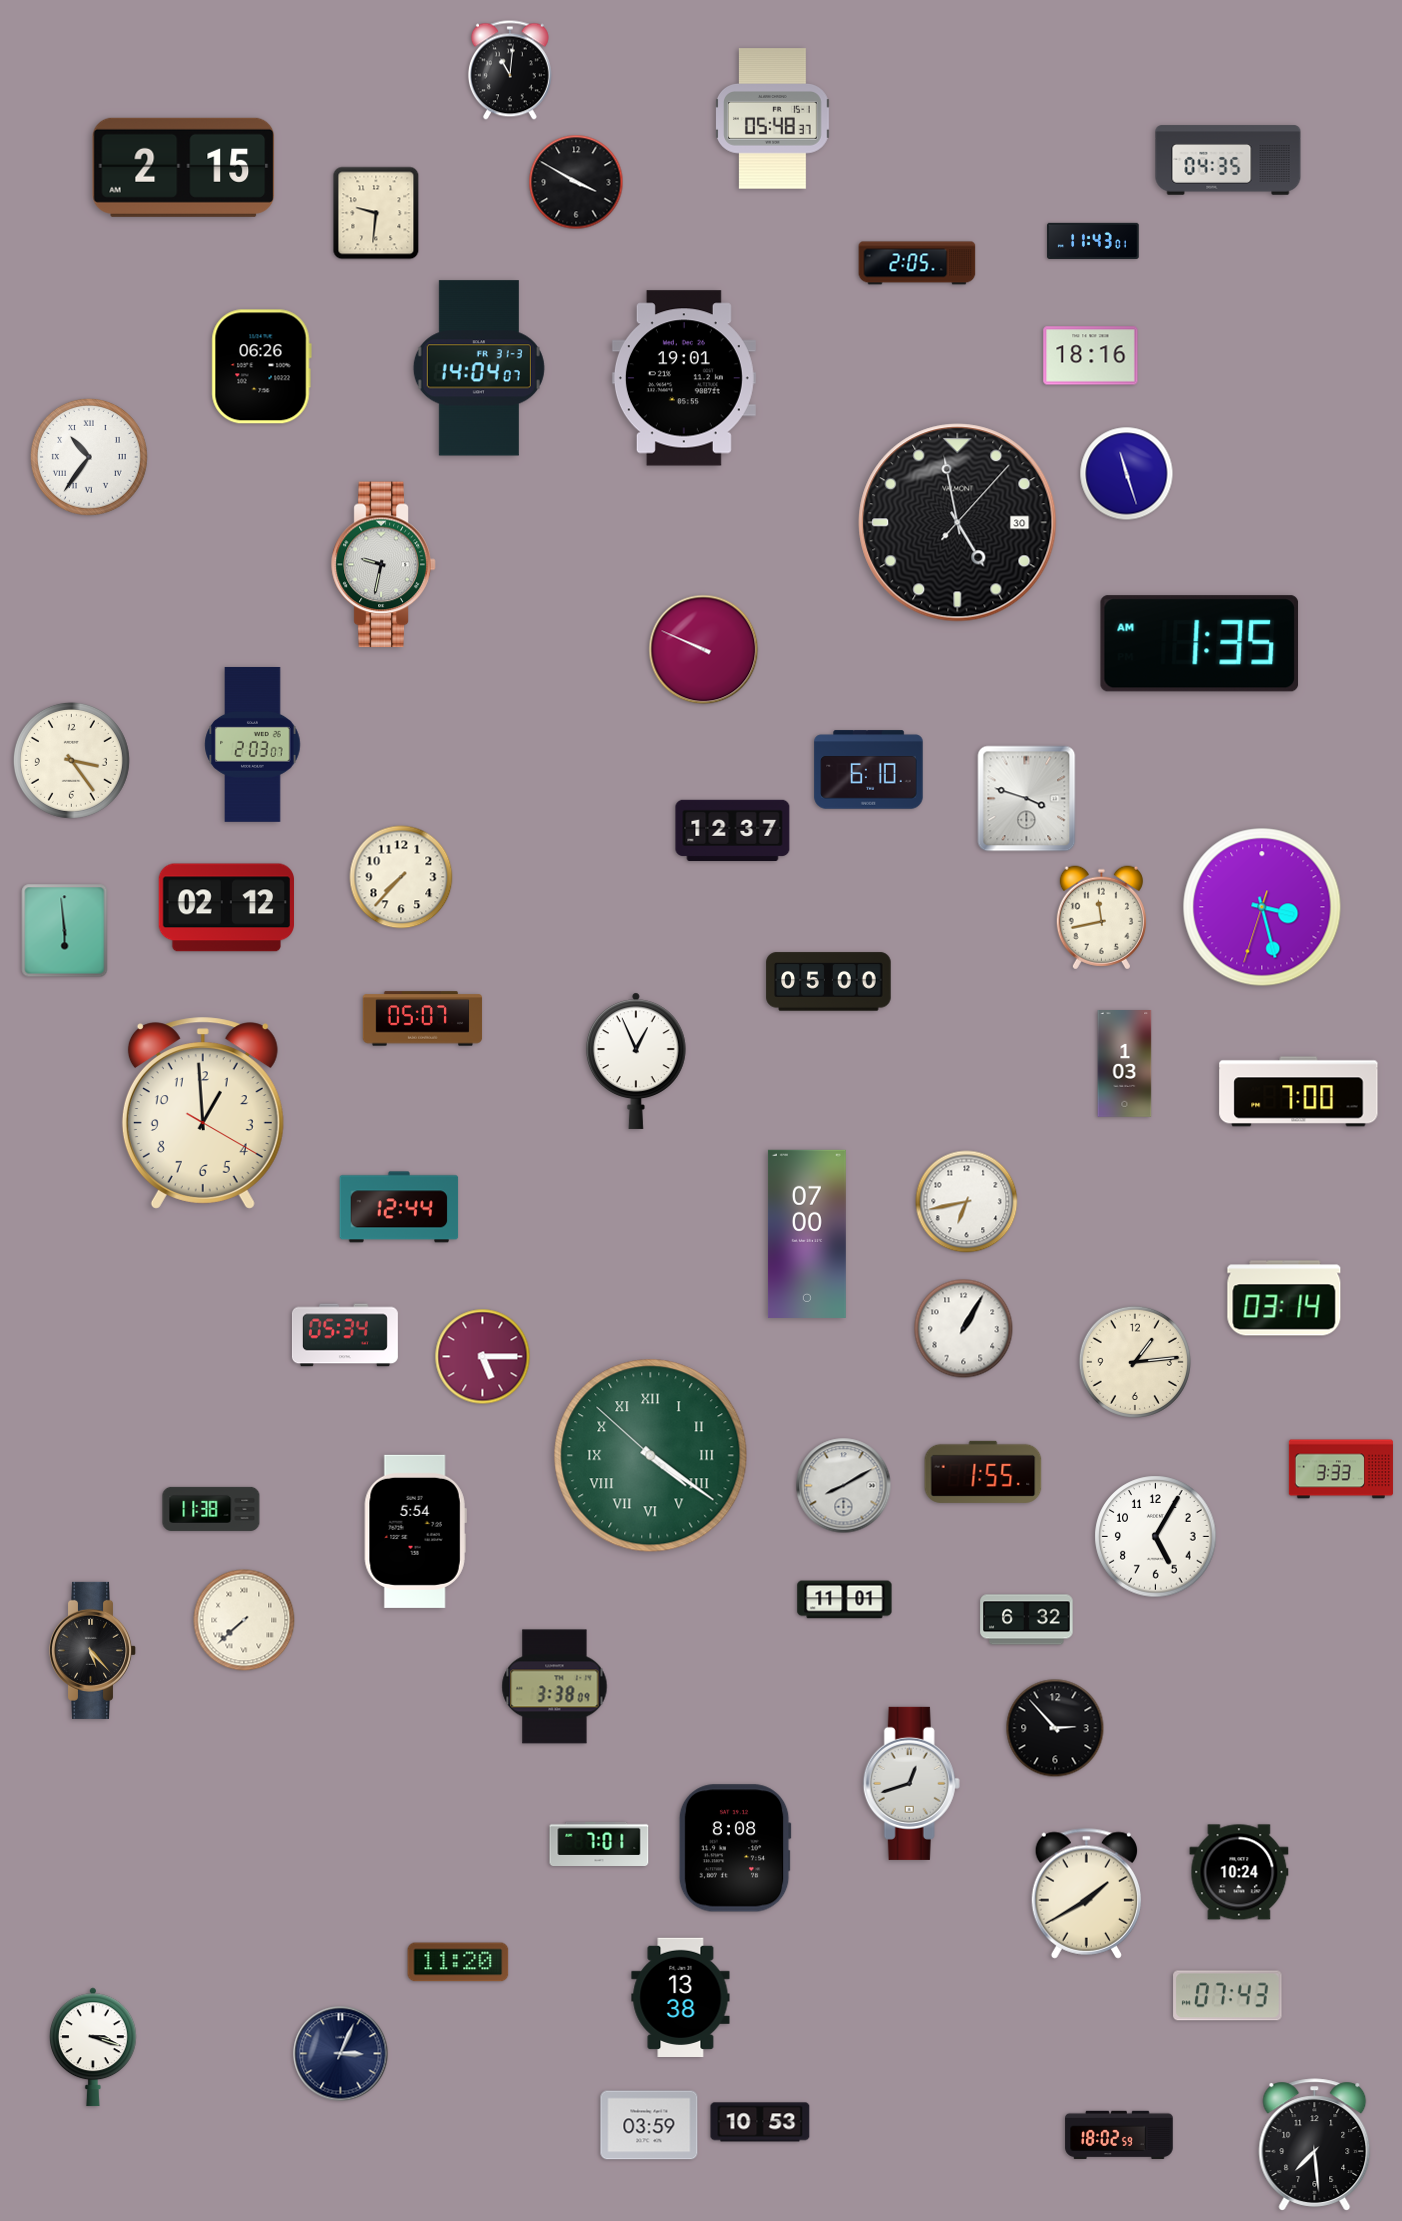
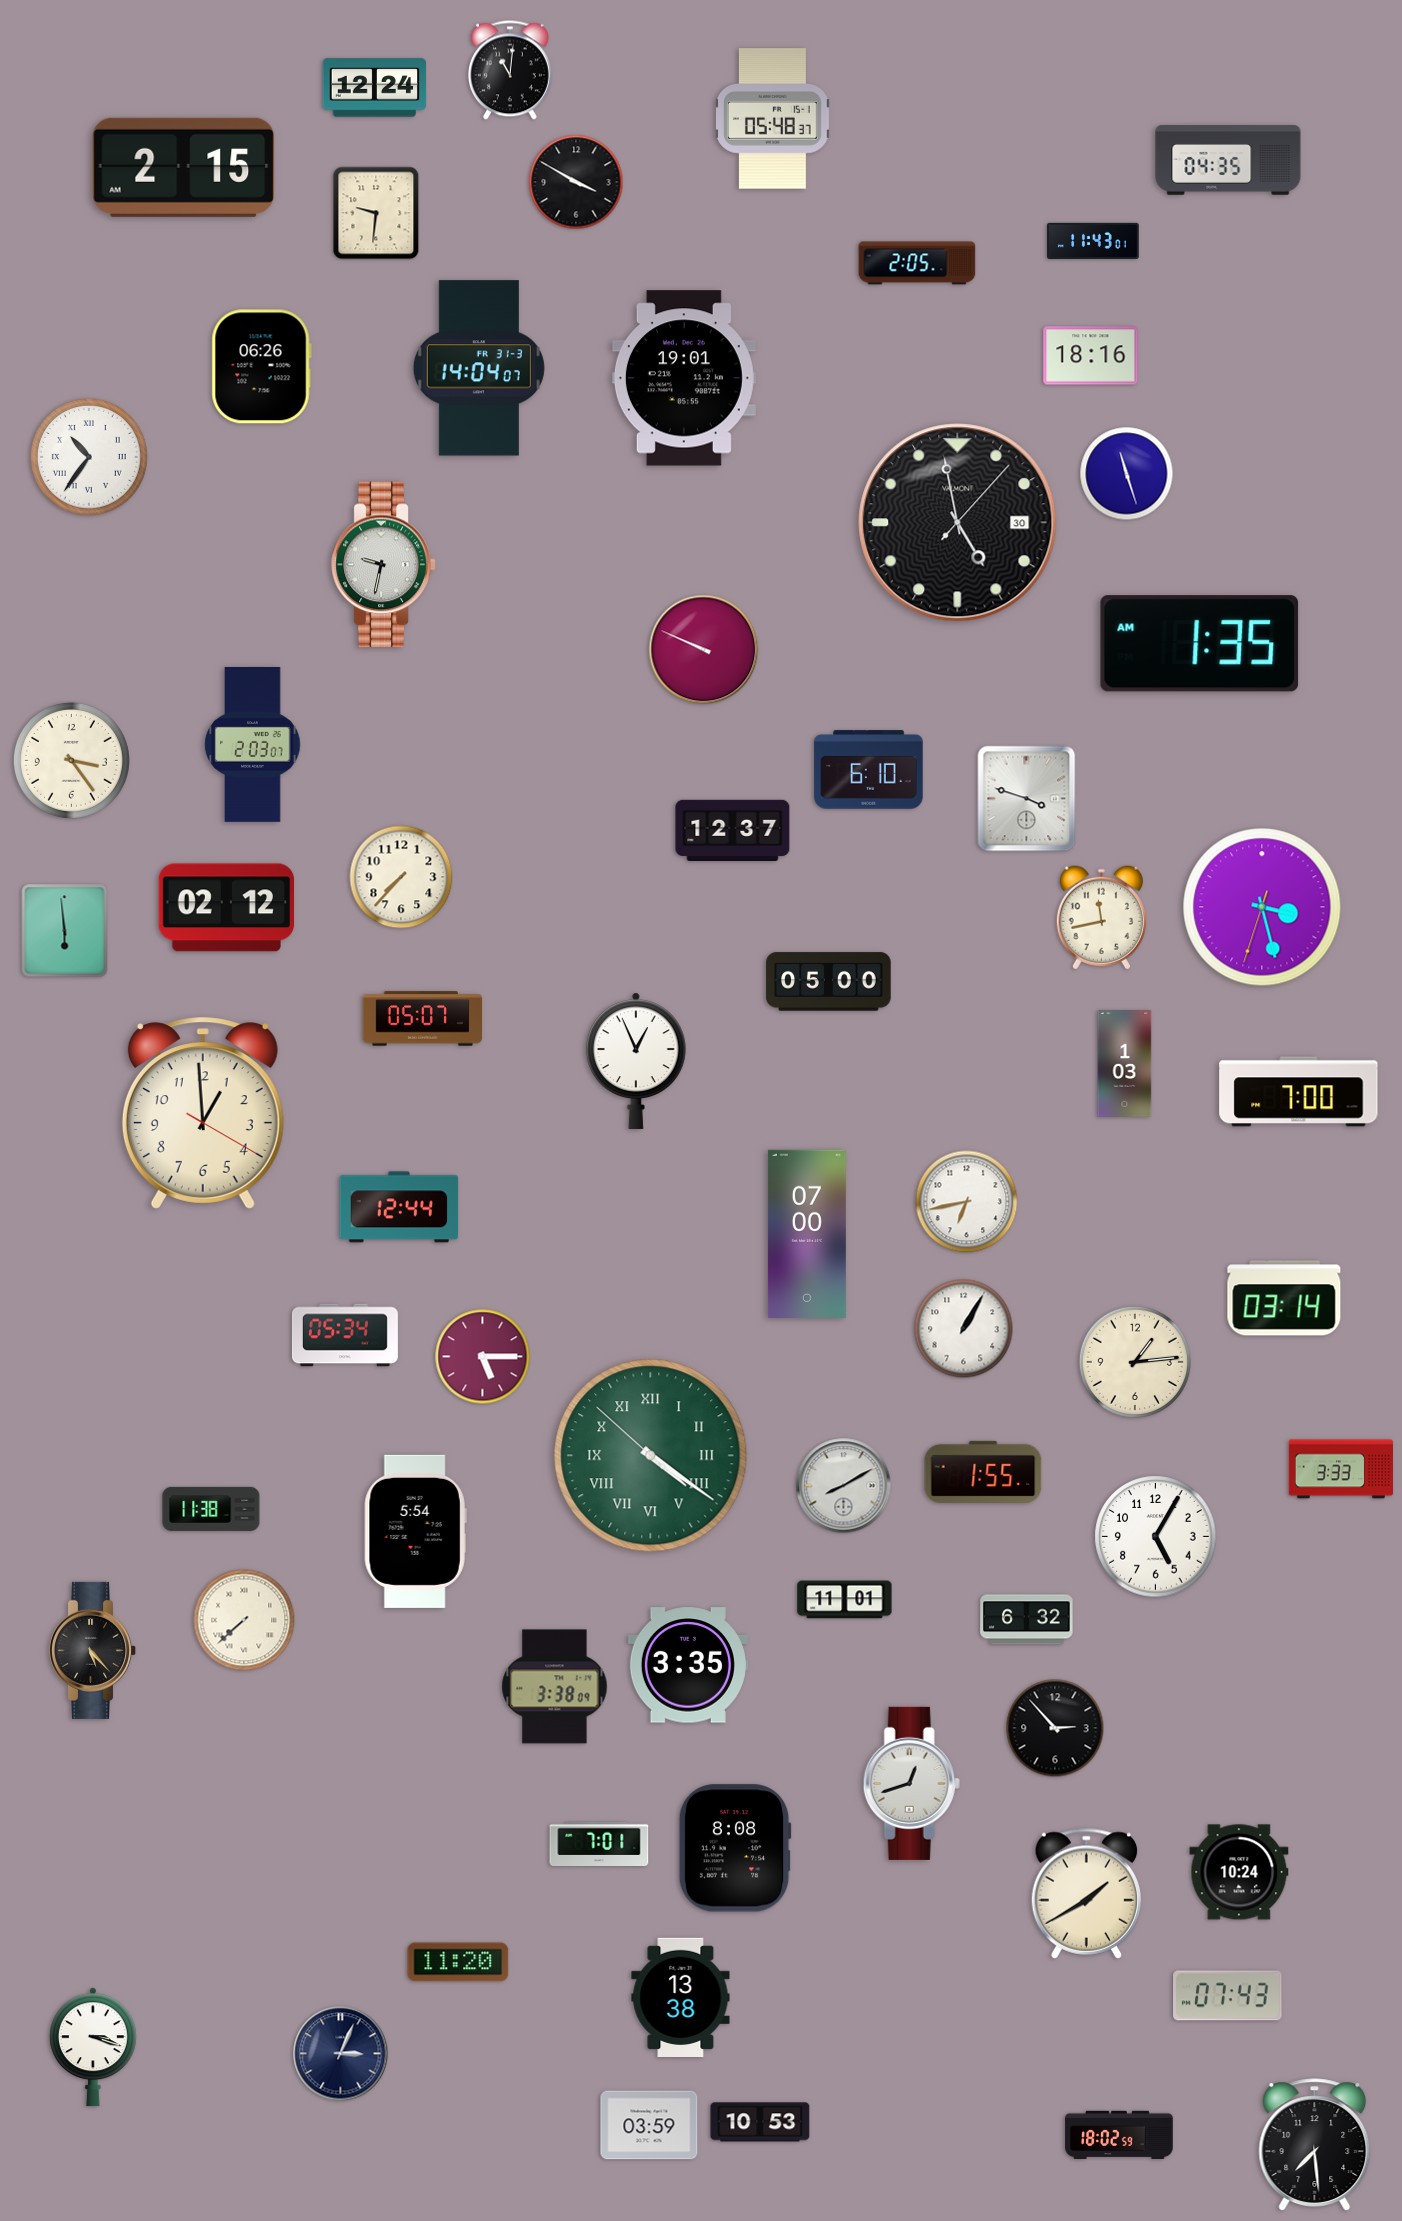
clock at (375, 88): none -> 12:24
clock at (688, 1665): none -> 3:35
